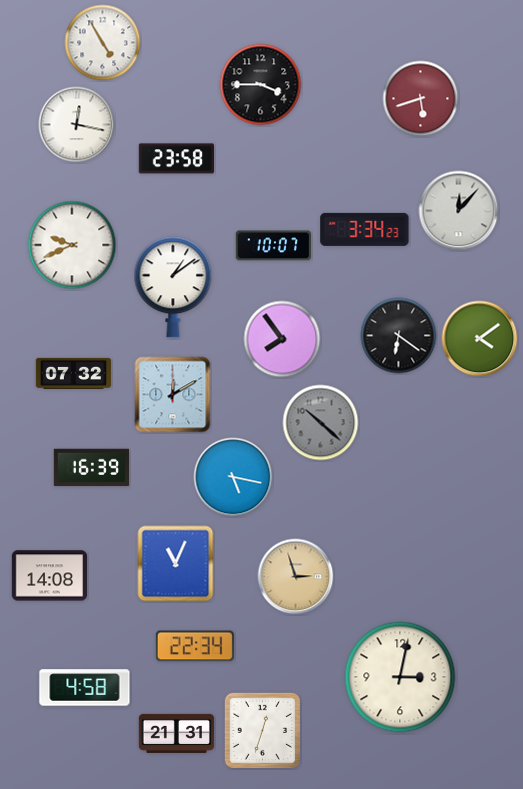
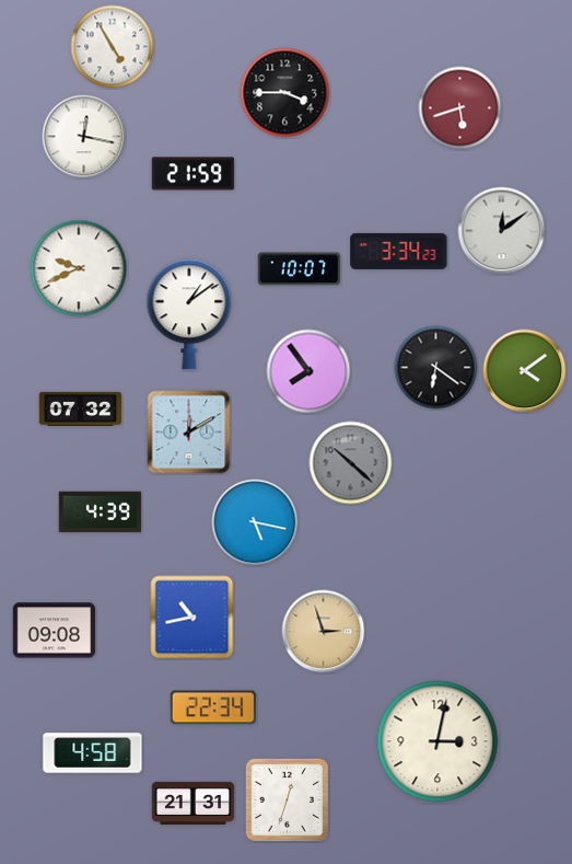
clock at (176, 159): 23:58 -> 21:59
clock at (459, 211): 12:07 -> 12:09
clock at (91, 468): 16:39 -> 4:39
clock at (176, 564): 11:04 -> 10:43
clock at (50, 576): 14:08 -> 09:08
